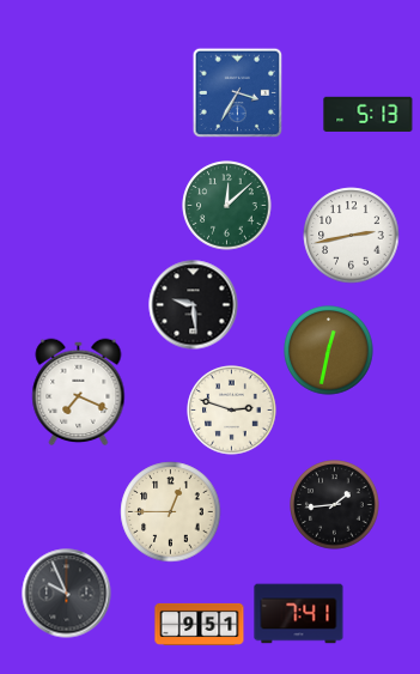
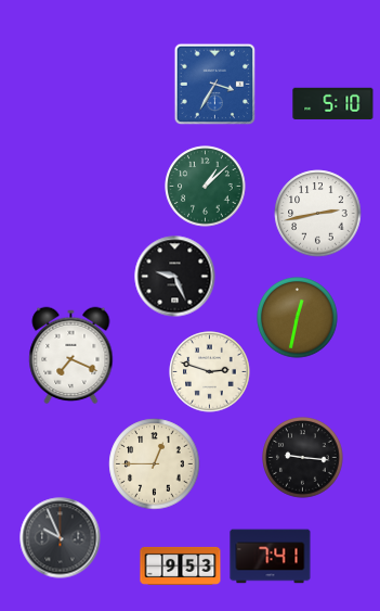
clock at (369, 114): 5:13 -> 5:10
clock at (227, 206): 12:08 -> 1:08
clock at (194, 305): 9:29 -> 9:26
clock at (335, 505): 1:44 -> 9:16
clock at (200, 624): 9:51 -> 9:53
